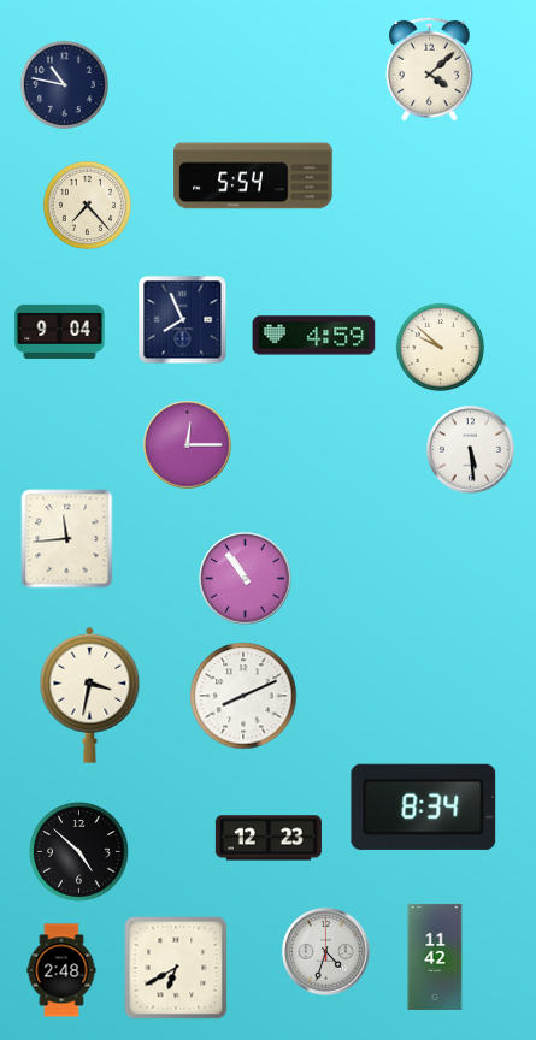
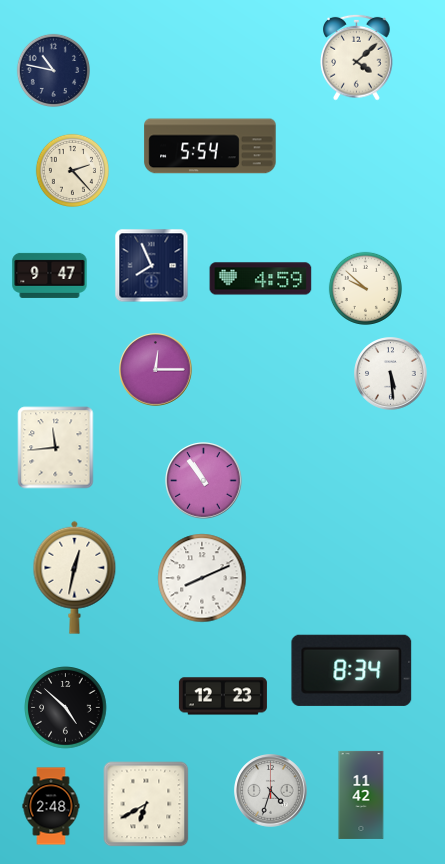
clock at (87, 205): 7:23 -> 2:23
clock at (60, 331): 9:04 -> 9:47
clock at (90, 695): 3:32 -> 12:32
